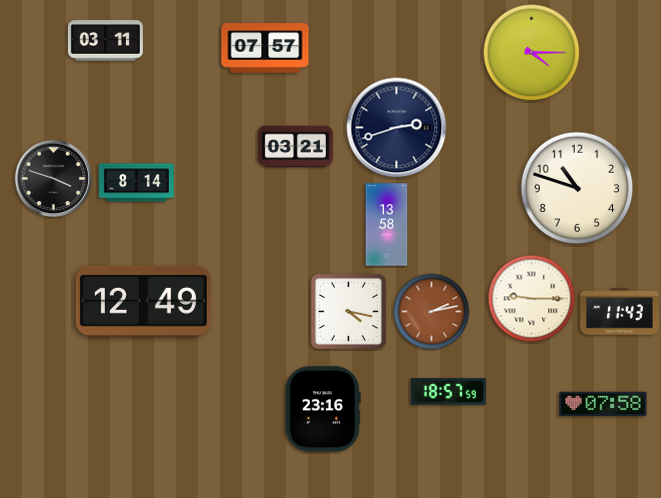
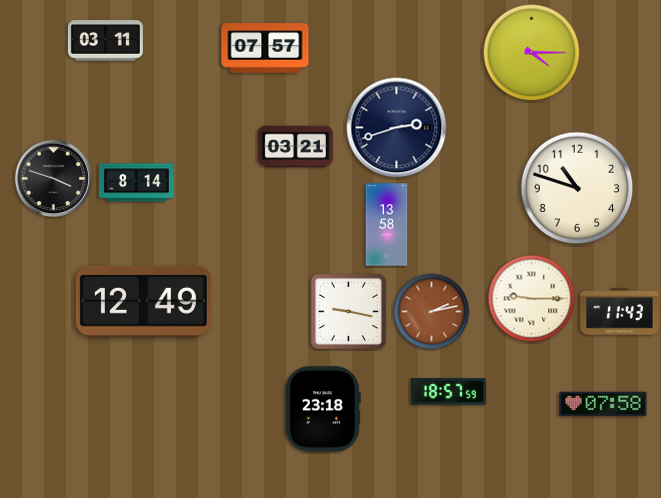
clock at (349, 312): 4:17 -> 9:17
clock at (323, 409): 23:16 -> 23:18
